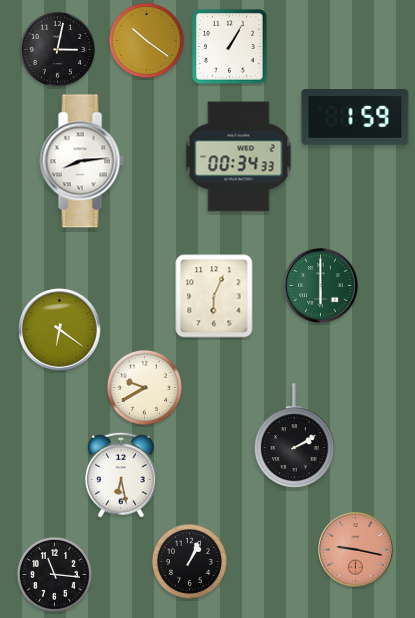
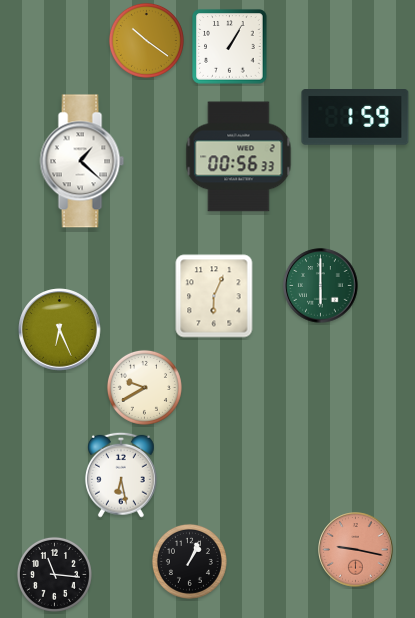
clock at (57, 49): 3:02 -> none
clock at (239, 157): 00:34 -> 00:56
clock at (82, 161): 8:14 -> 1:22
clock at (60, 330): 6:21 -> 6:26
clock at (295, 436): 2:10 -> none
